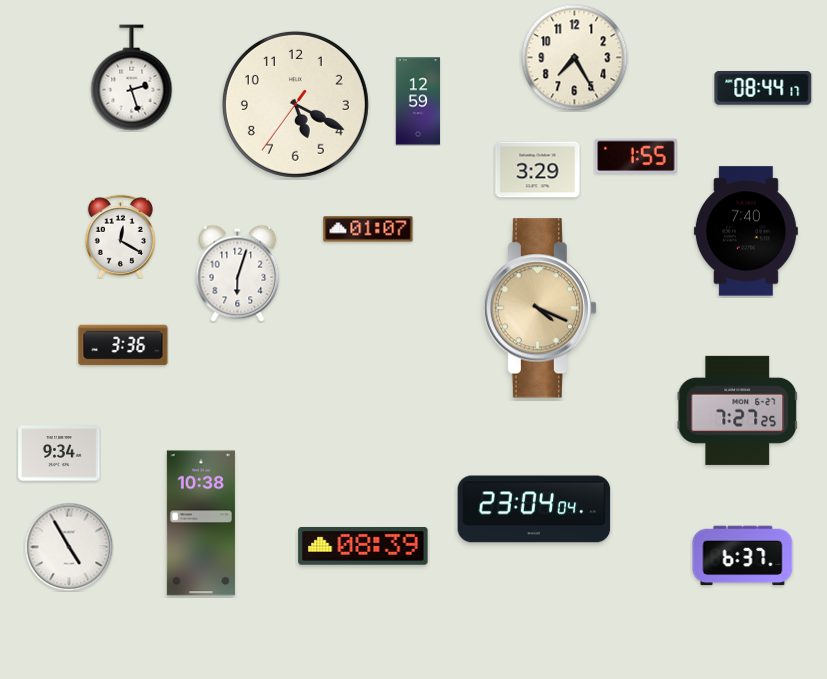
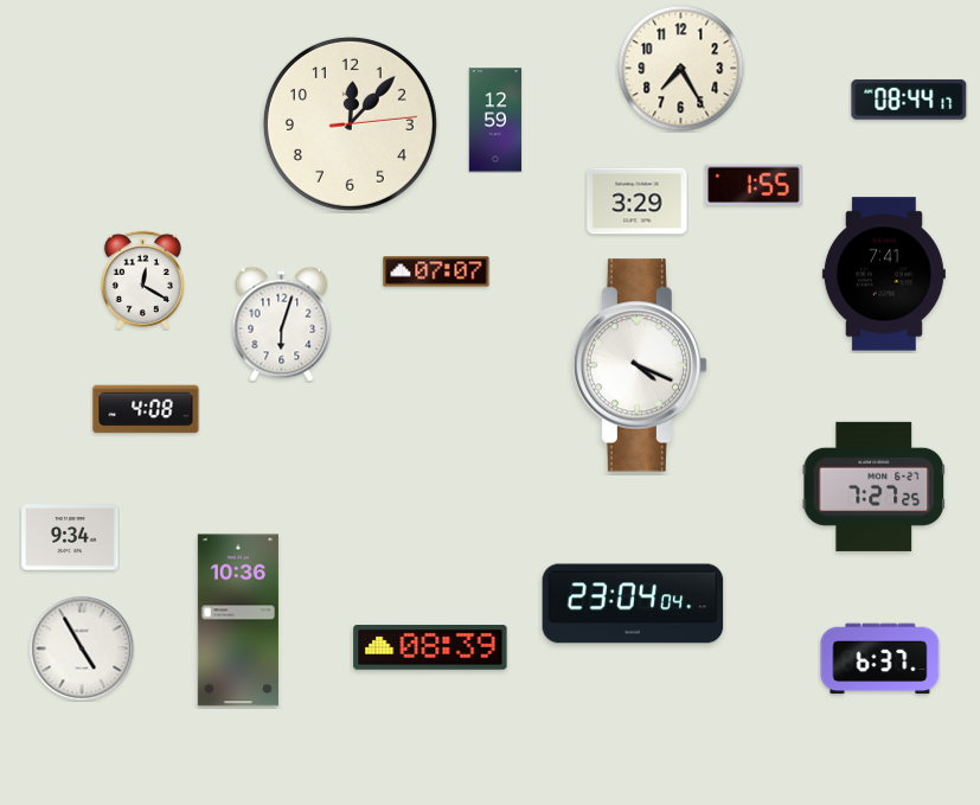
clock at (132, 78): 2:27 -> none
clock at (763, 88) position: (763, 88) -> (909, 100)
clock at (295, 104): 5:19 -> 12:07
clock at (368, 229): 01:07 -> 07:07
clock at (746, 231): 7:40 -> 7:41
clock at (539, 308) dial: champagne -> white
clock at (123, 345): 3:36 -> 4:08
clock at (201, 523): 10:38 -> 10:36
